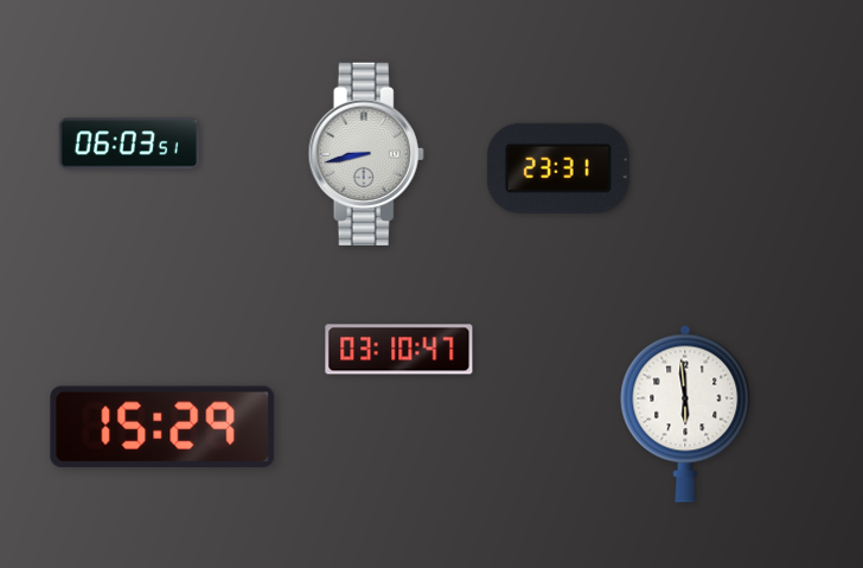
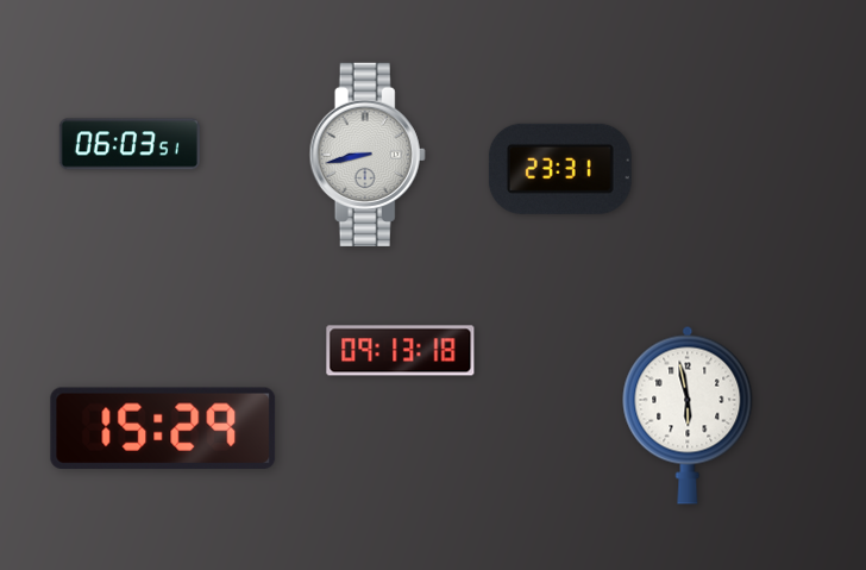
clock at (399, 350): 03:10 -> 09:13
clock at (685, 414): 5:59 -> 5:58
